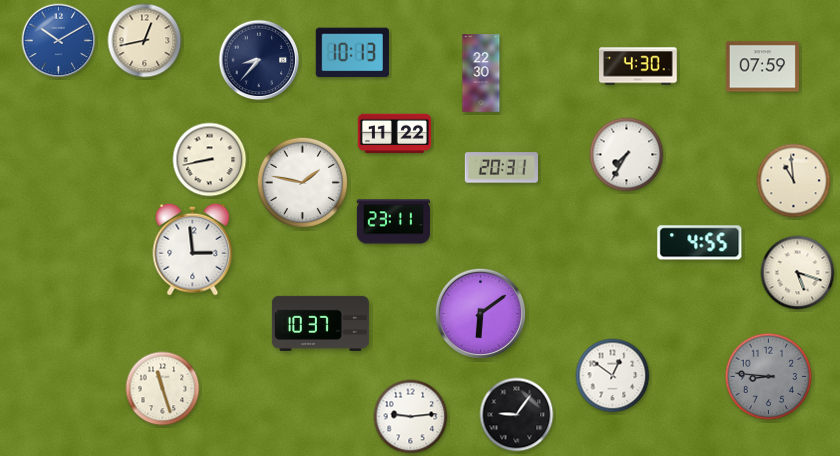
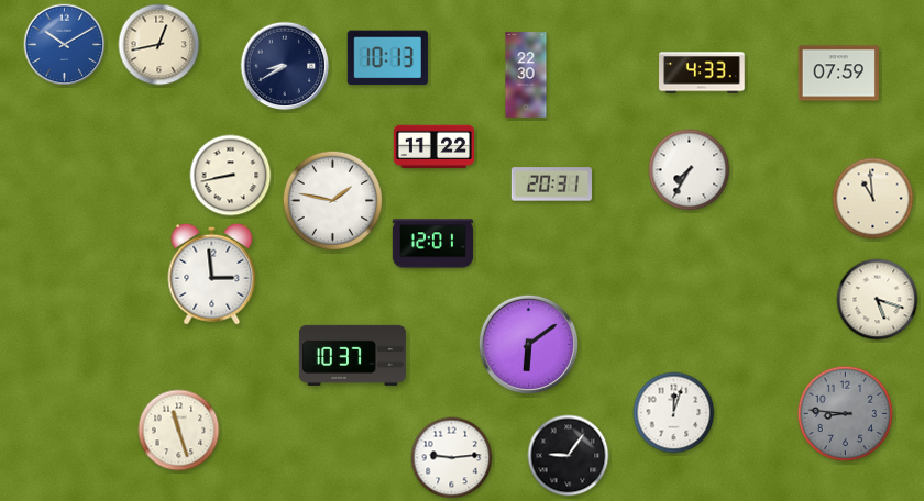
clock at (259, 60): 8:37 -> 8:40
clock at (638, 66): 4:30 -> 4:33
clock at (481, 73) position: (481, 73) -> (526, 75)
clock at (393, 222): 23:11 -> 12:01
clock at (700, 243): 4:55 -> none
clock at (613, 376): 12:51 -> 12:03
clock at (163, 389) position: (163, 389) -> (179, 431)
